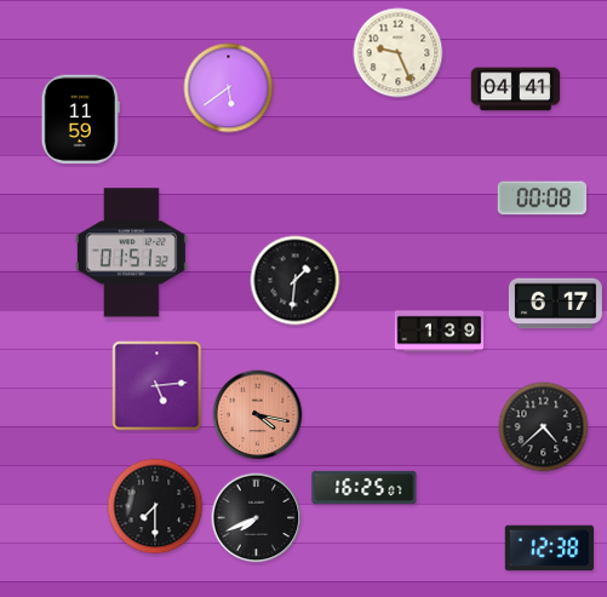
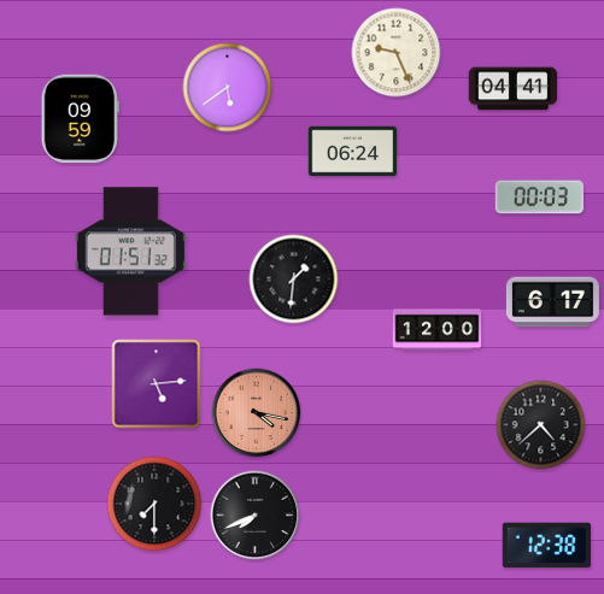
clock at (80, 120): 11:59 -> 09:59
clock at (353, 152): none -> 06:24
clock at (543, 199): 00:08 -> 00:03
clock at (440, 332): 1:39 -> 12:00
clock at (365, 487): 16:25 -> none
